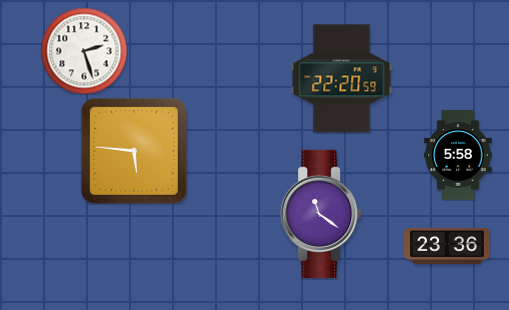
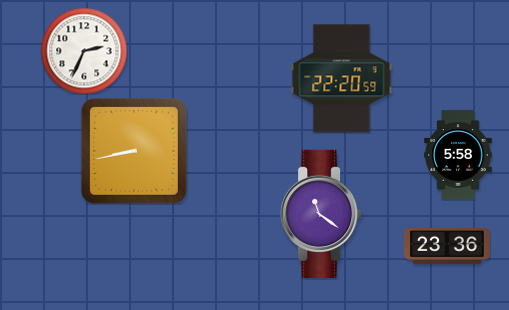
clock at (84, 51): 2:27 -> 2:34
clock at (134, 151): 5:46 -> 8:43
